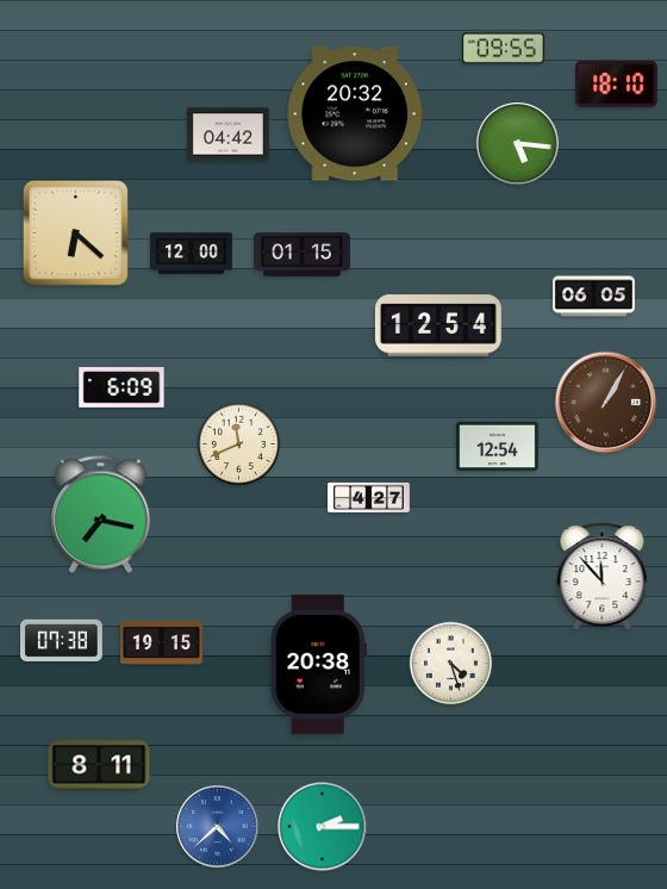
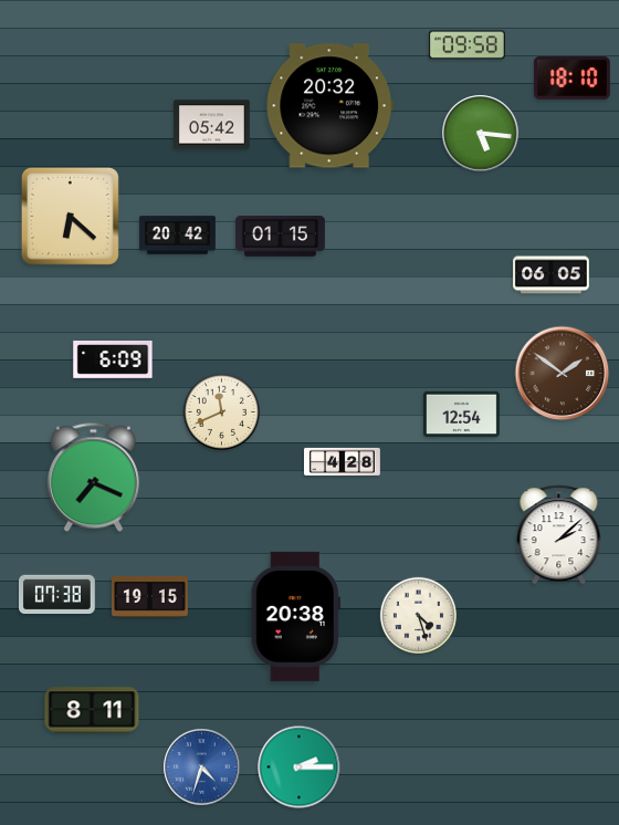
clock at (504, 49): 09:55 -> 09:58
clock at (229, 135): 04:42 -> 05:42
clock at (192, 254): 12:00 -> 20:42
clock at (438, 325): 12:54 -> none
clock at (606, 403): 1:05 -> 1:51
clock at (369, 497): 4:27 -> 4:28
clock at (100, 515): 7:17 -> 7:19
clock at (603, 577): 11:53 -> 2:08
clock at (218, 827): 4:38 -> 4:33
